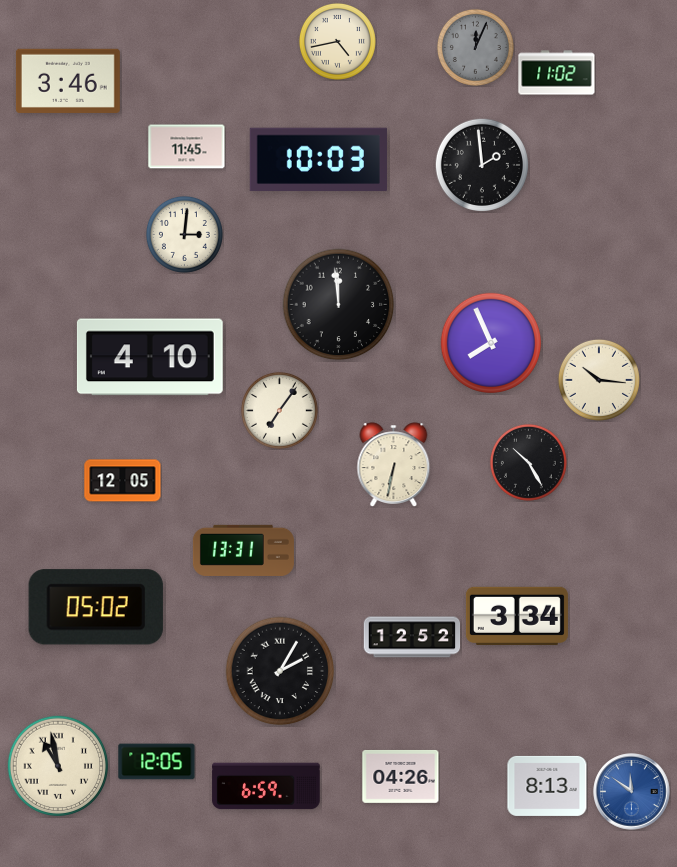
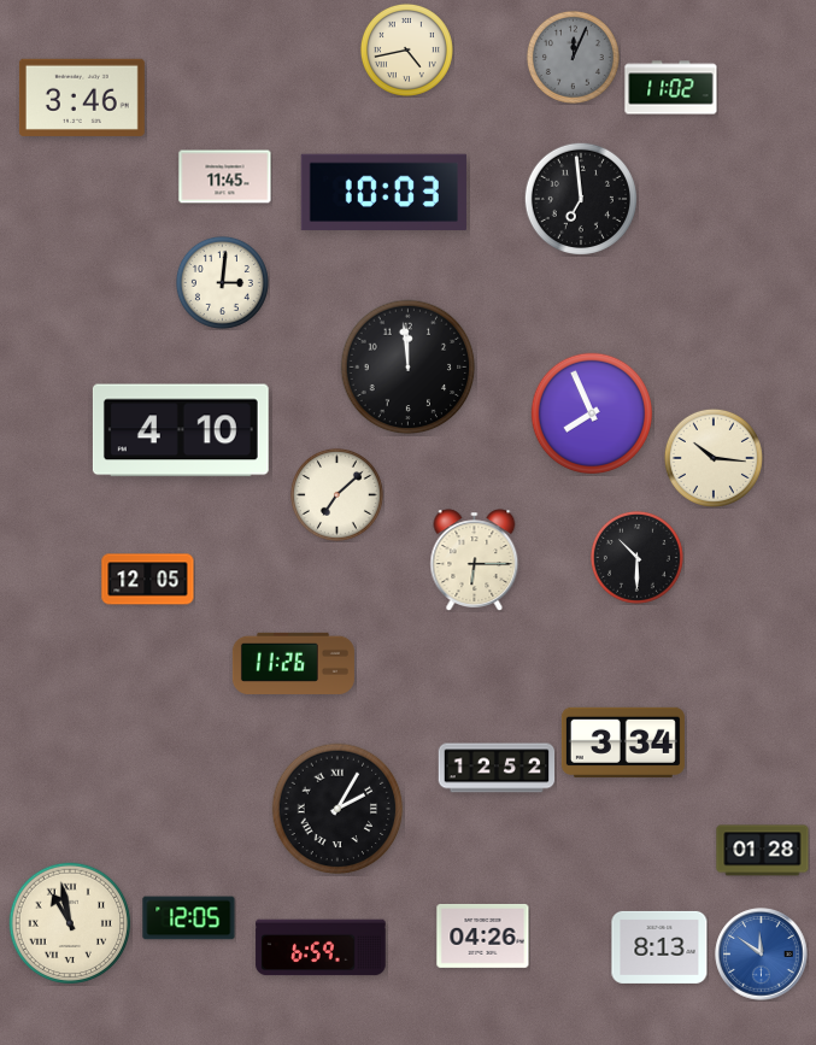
clock at (481, 164): 1:59 -> 6:59
clock at (599, 380) position: (599, 380) -> (714, 458)
clock at (279, 410): 7:06 -> 7:08
clock at (528, 462): 10:25 -> 10:30
clock at (394, 465): 6:32 -> 6:15
clock at (243, 550): 13:31 -> 11:26
clock at (96, 607): 05:02 -> none
clock at (763, 851): none -> 01:28
